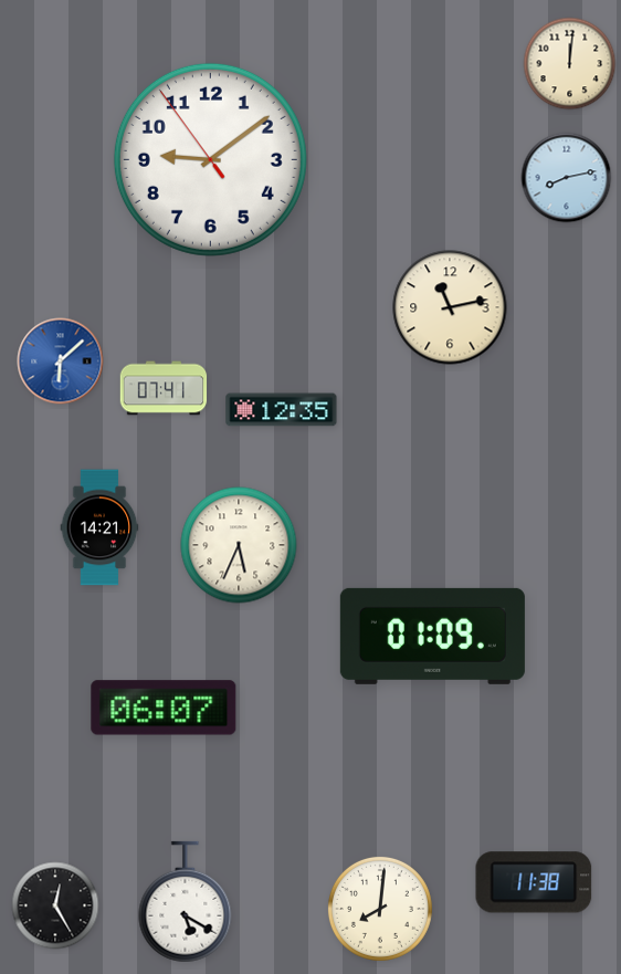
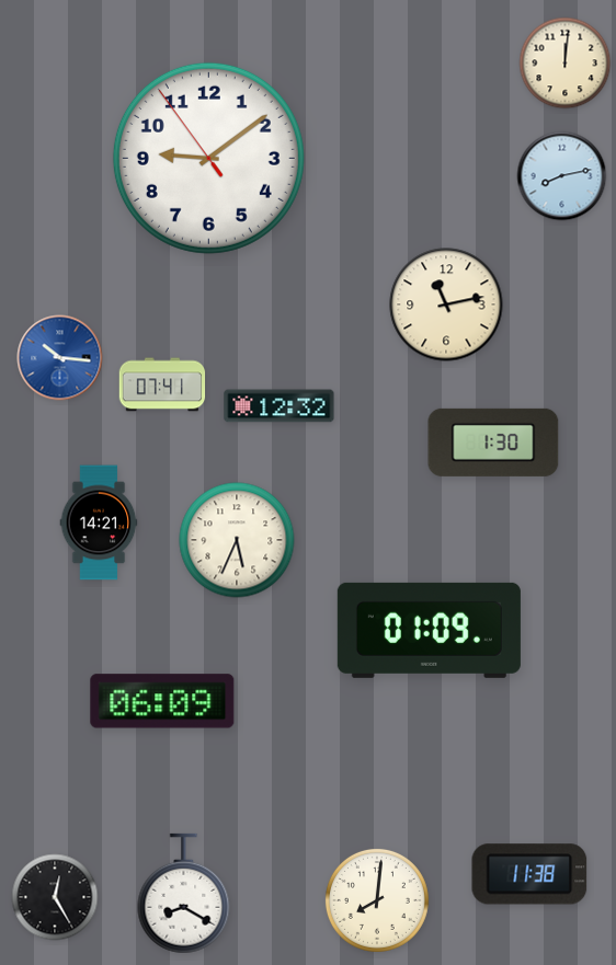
clock at (61, 362): 6:08 -> 10:16
clock at (282, 410): 12:35 -> 12:32
clock at (493, 443): none -> 1:30
clock at (164, 708): 06:07 -> 06:09
clock at (186, 902): 5:20 -> 8:20
